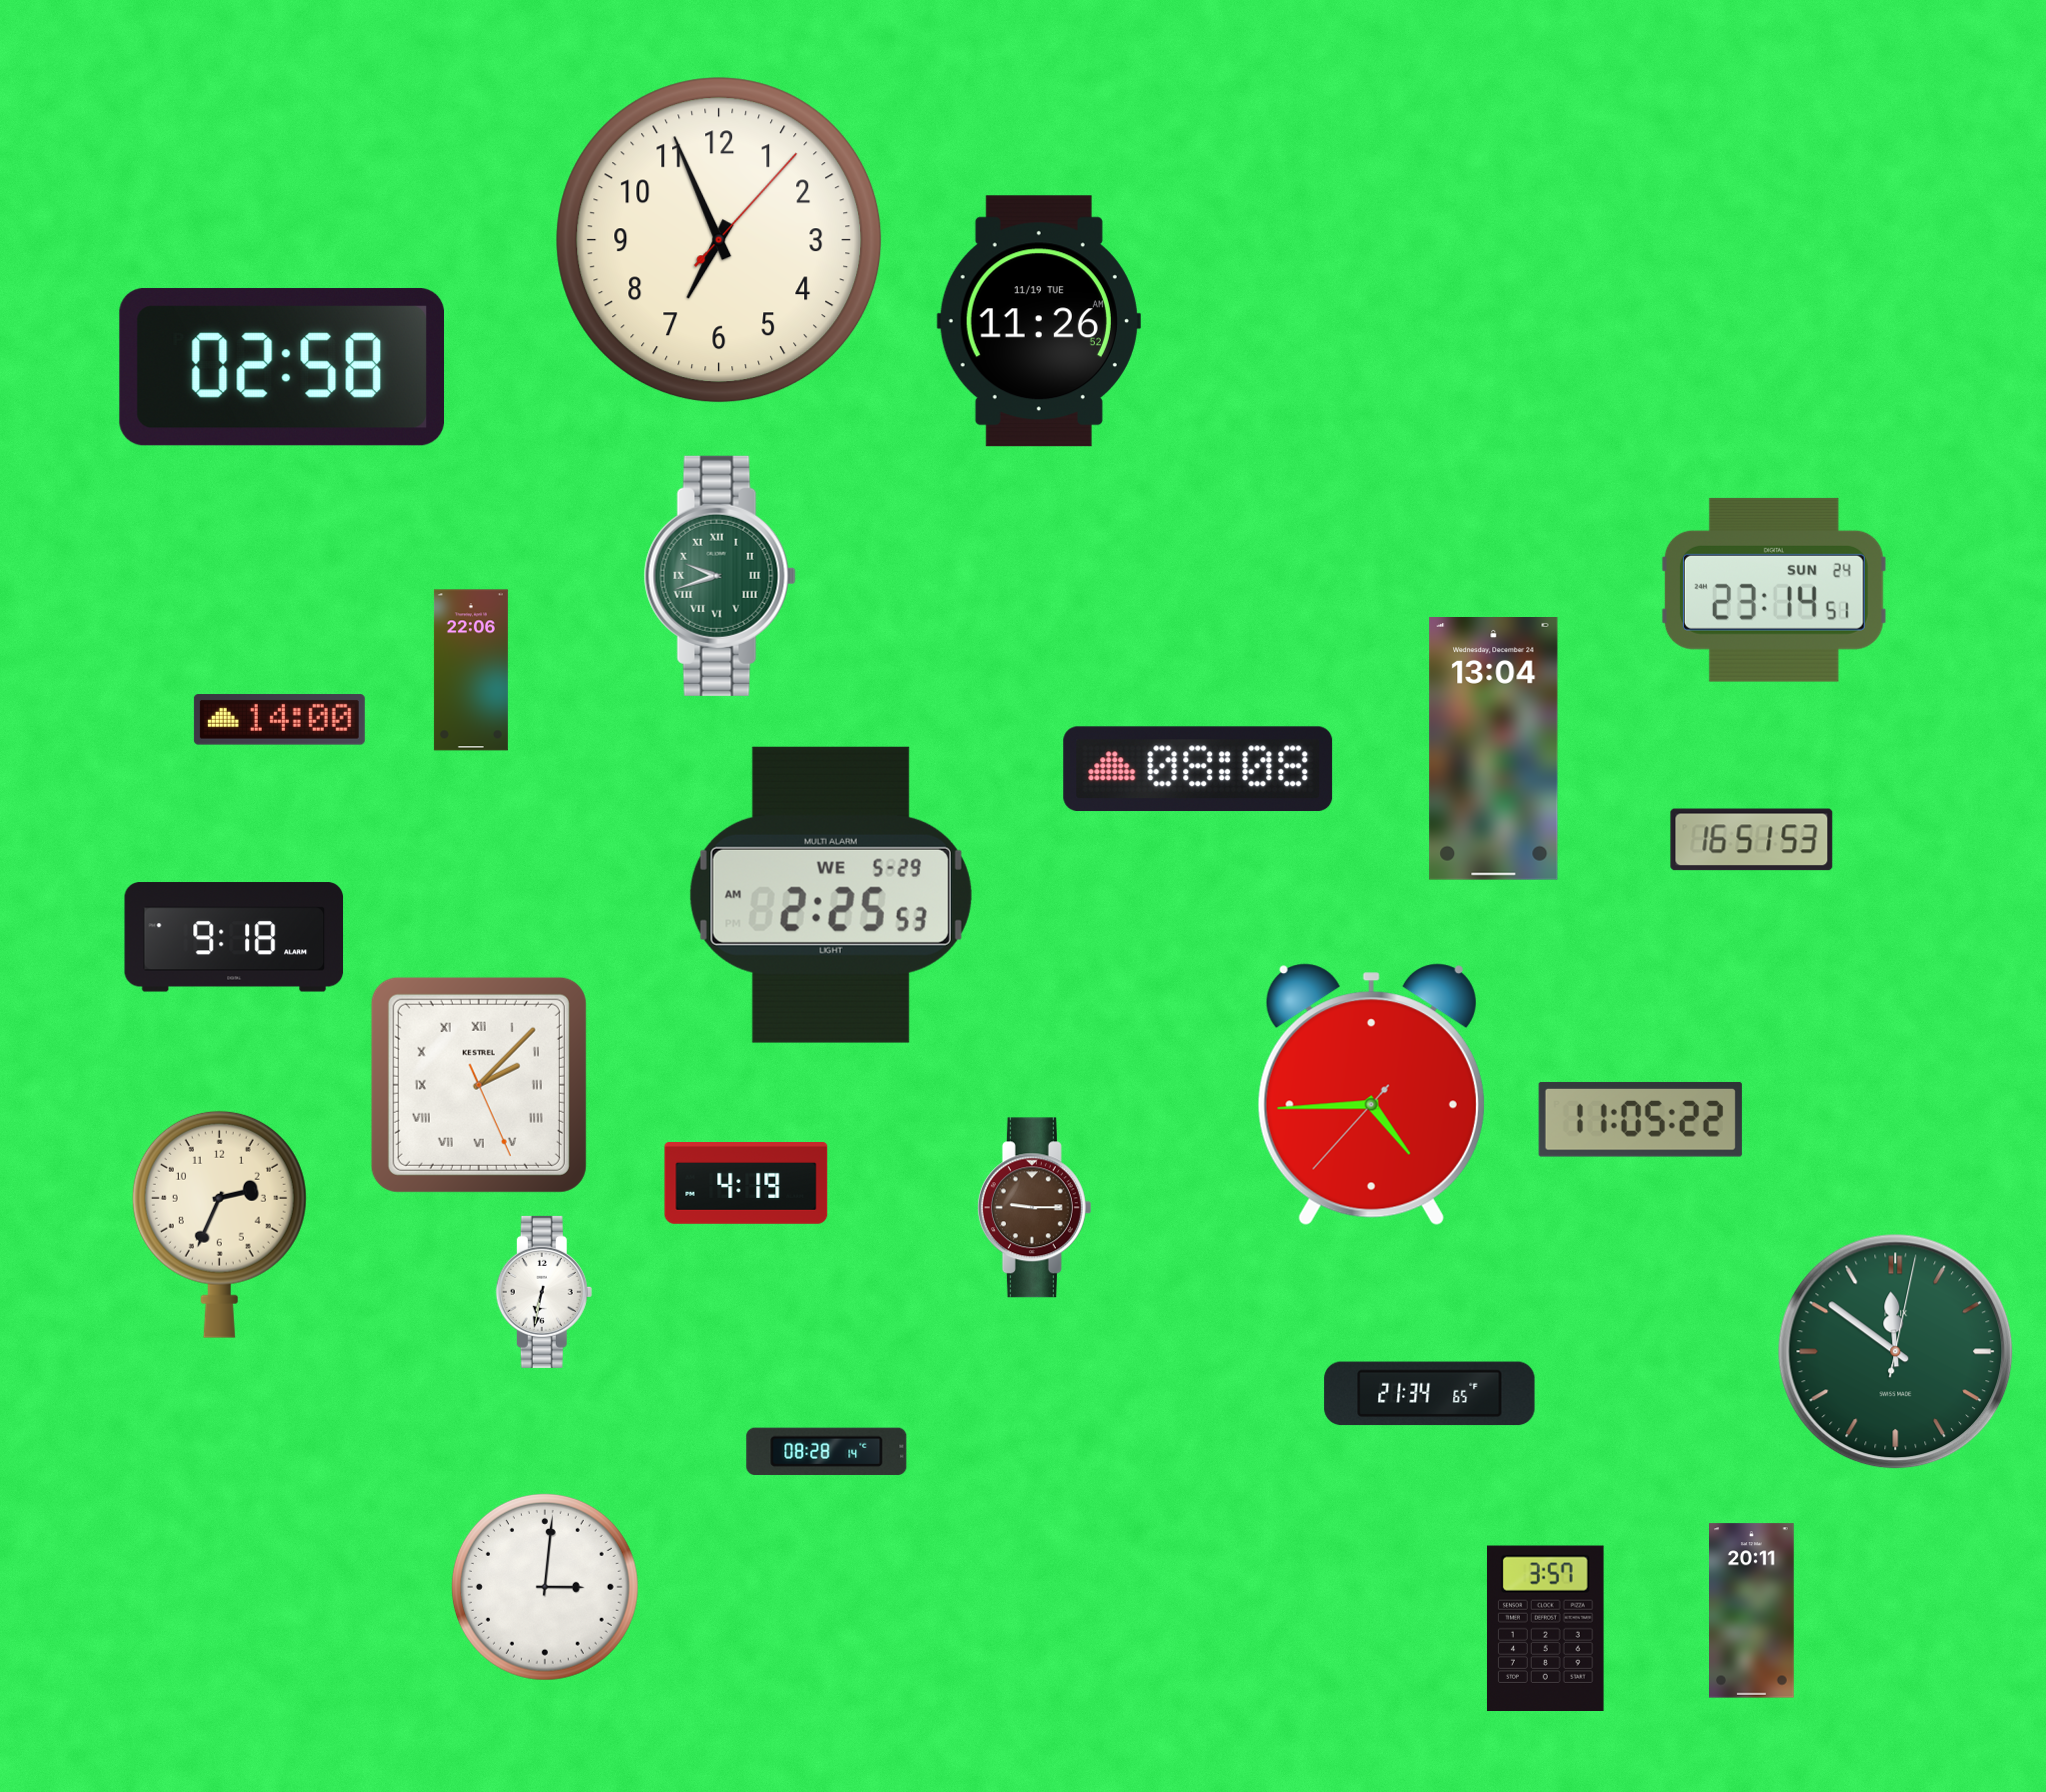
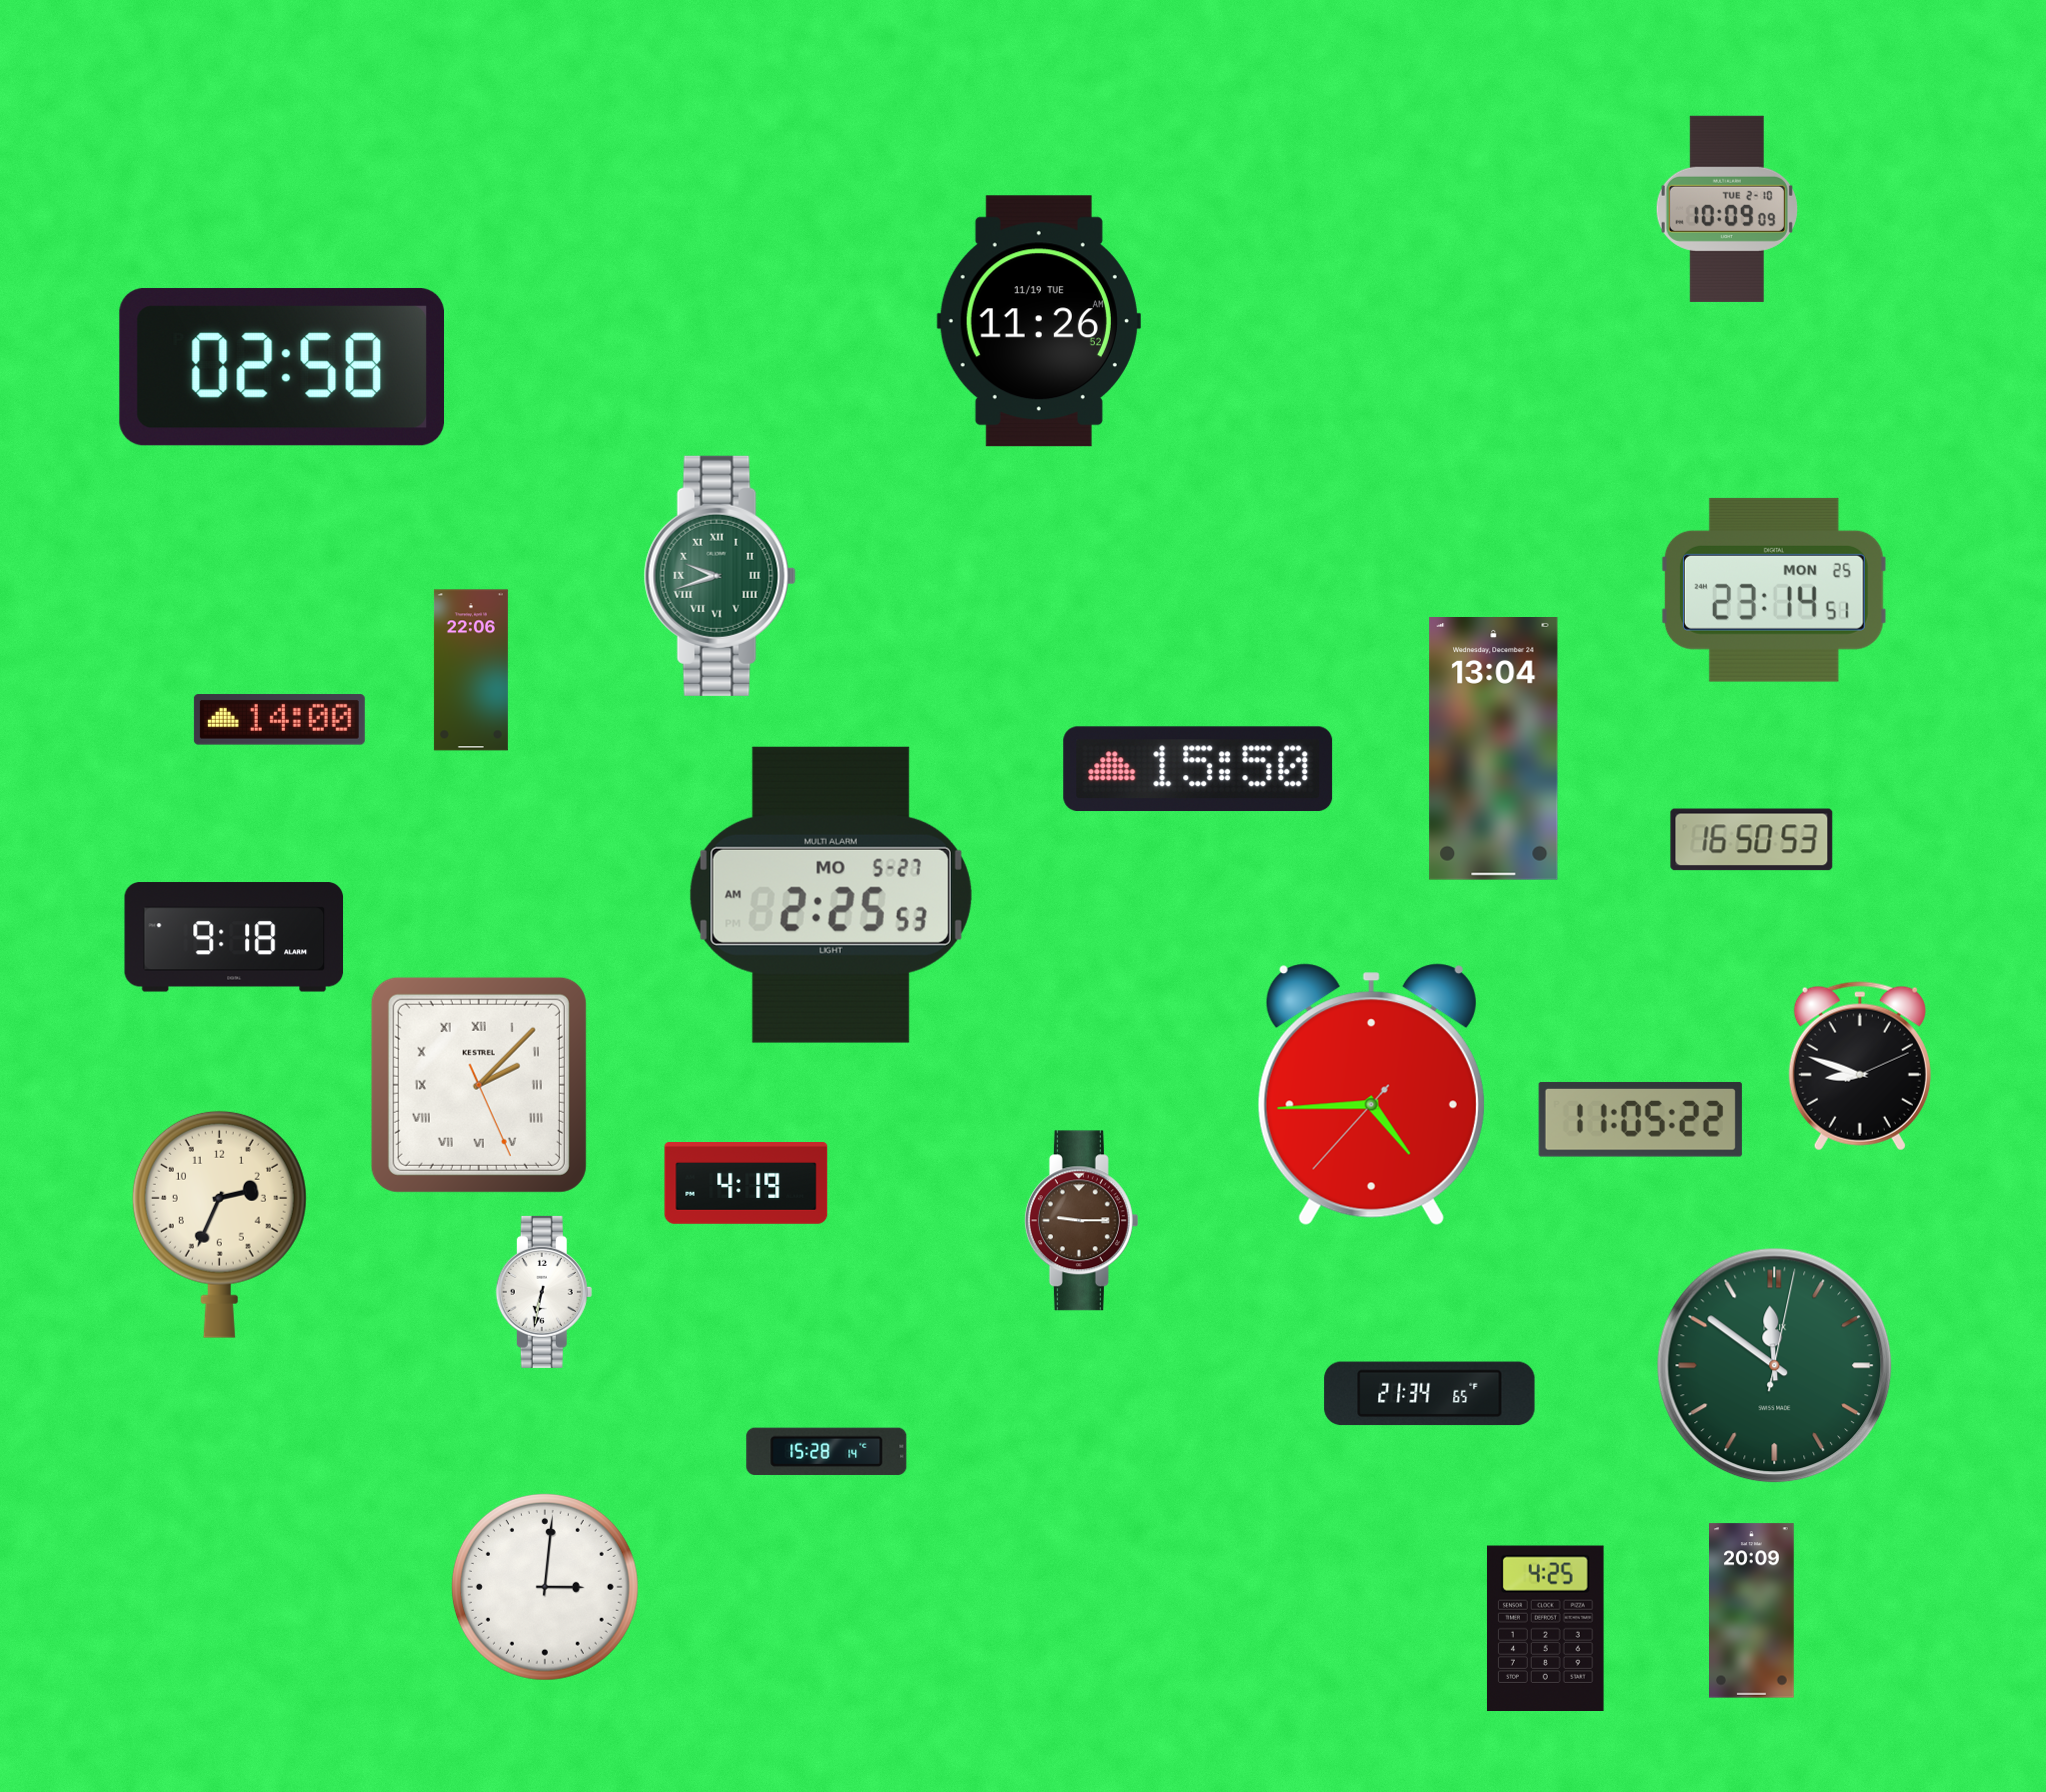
clock at (1727, 209): none -> 10:09
clock at (719, 240): 6:56 -> none
clock at (1774, 590) date: SUN 24 -> MON 25
clock at (1198, 769): 08:08 -> 15:50
clock at (1752, 840): 16:51 -> 16:50
clock at (831, 895) date: WE 5-29 -> MO 5-27
clock at (1860, 1066): none -> 8:48
clock at (1034, 1208) position: (1034, 1208) -> (1081, 1221)
clock at (1896, 1352) position: (1896, 1352) -> (1775, 1366)
clock at (827, 1451): 08:28 -> 15:28
clock at (1752, 1611): 20:11 -> 20:09
clock at (1546, 1628): 3:57 -> 4:25
